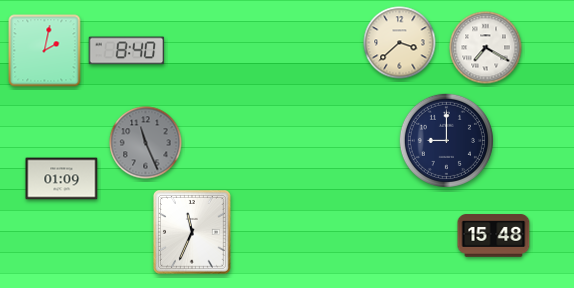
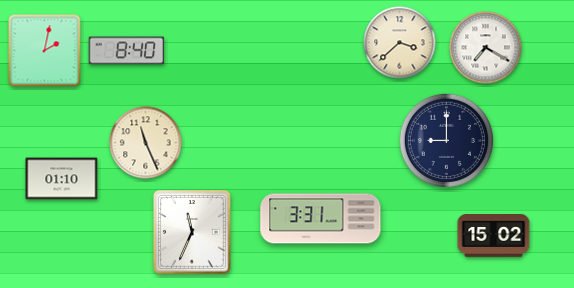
clock at (146, 143) dial: grey -> cream
clock at (62, 179): 01:09 -> 01:10
clock at (321, 219): none -> 3:31
clock at (494, 236): 15:48 -> 15:02
